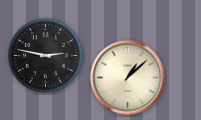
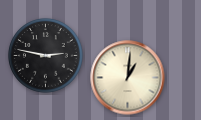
clock at (128, 78): 1:08 -> 1:01
